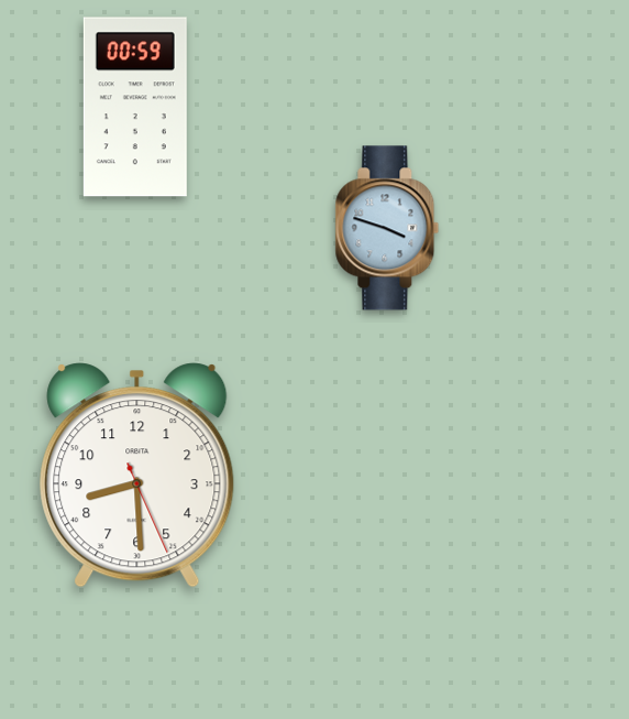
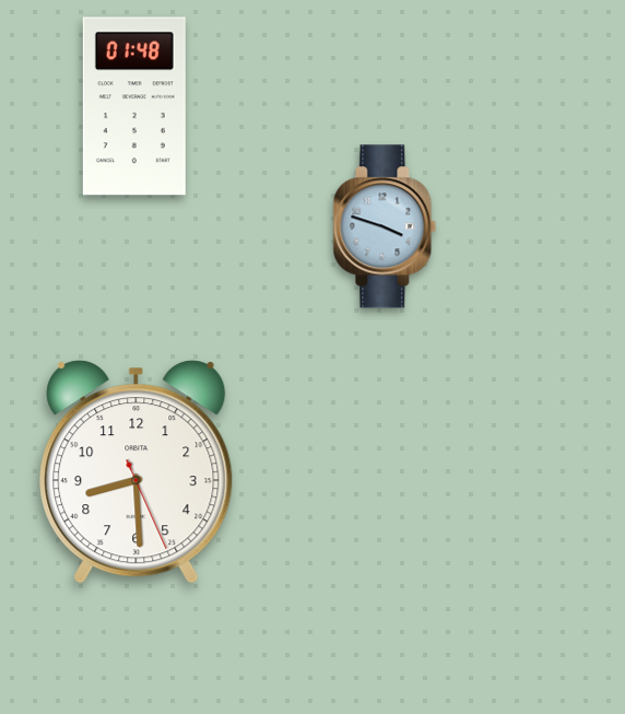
clock at (135, 107): 00:59 -> 01:48
